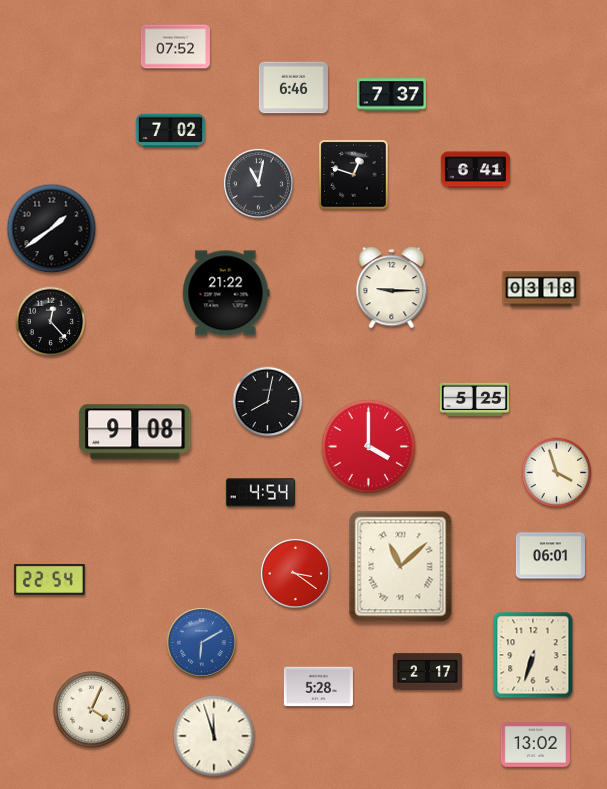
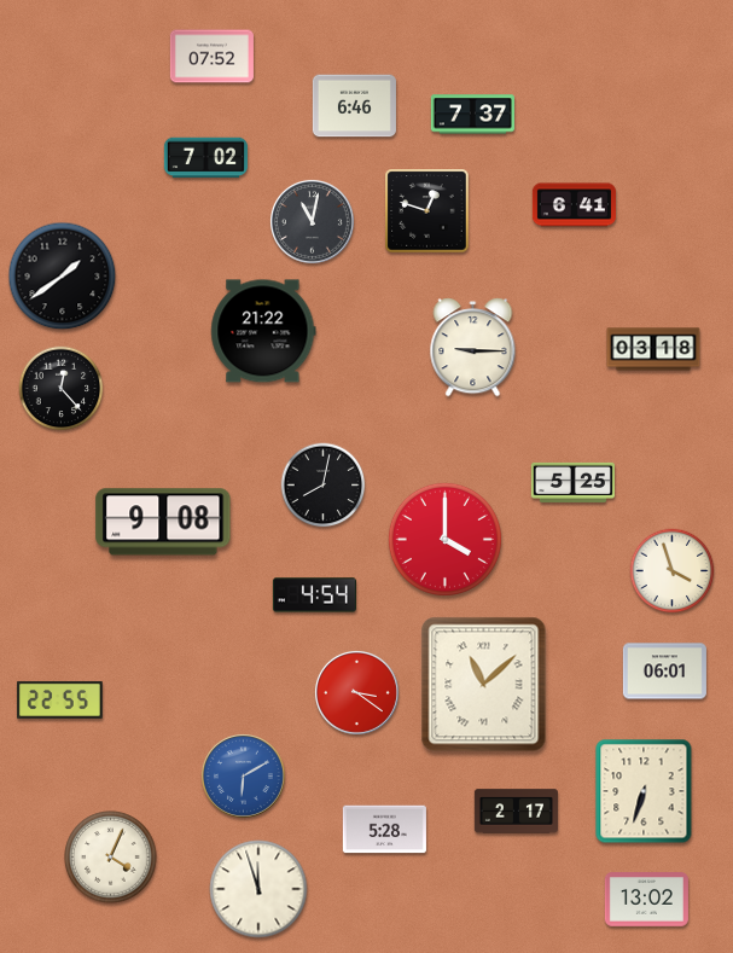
clock at (226, 293) position: (226, 293) -> (263, 331)
clock at (50, 579): 22:54 -> 22:55
